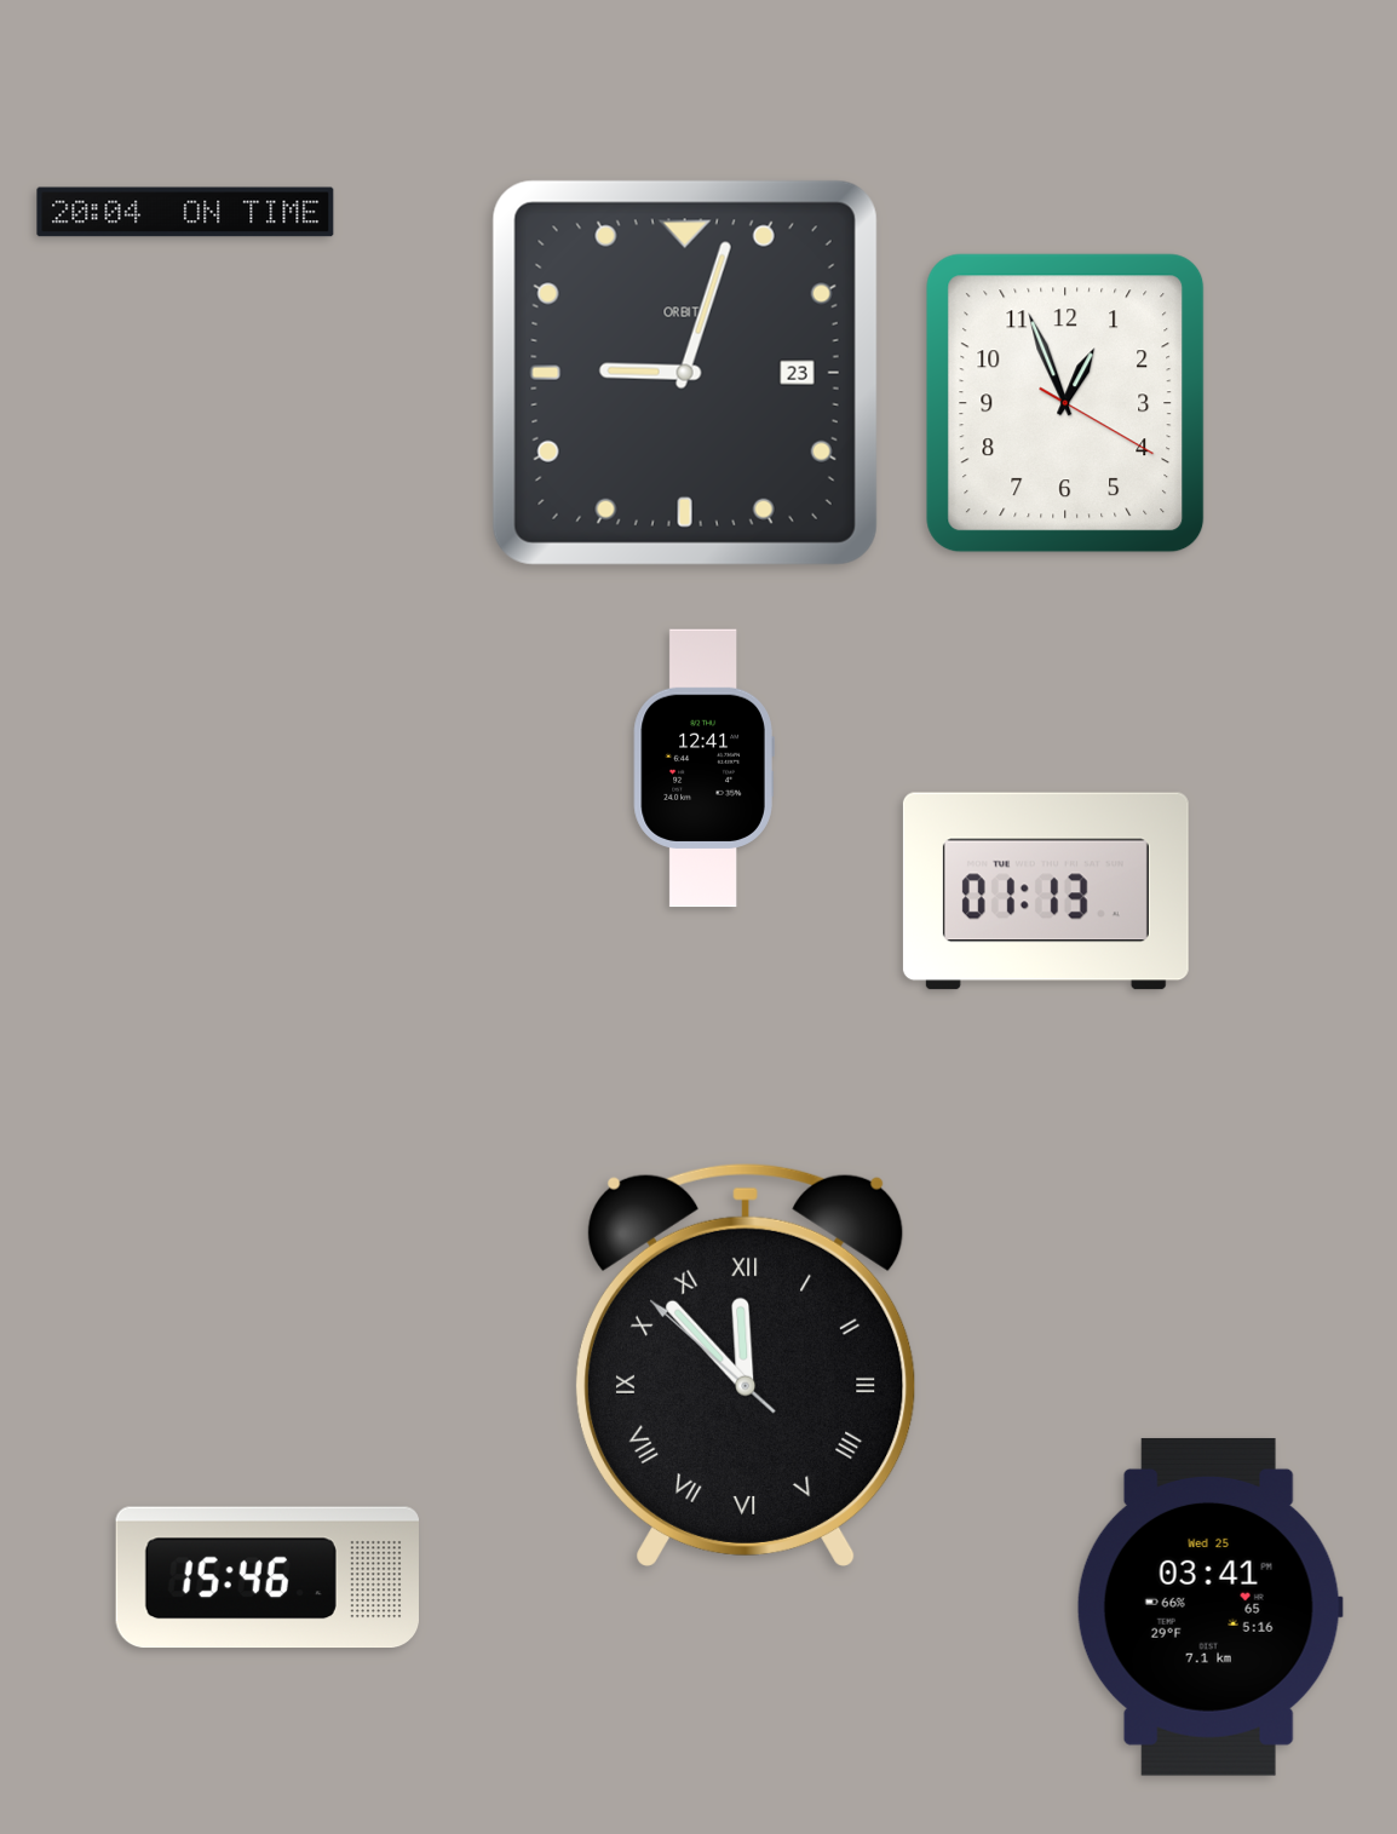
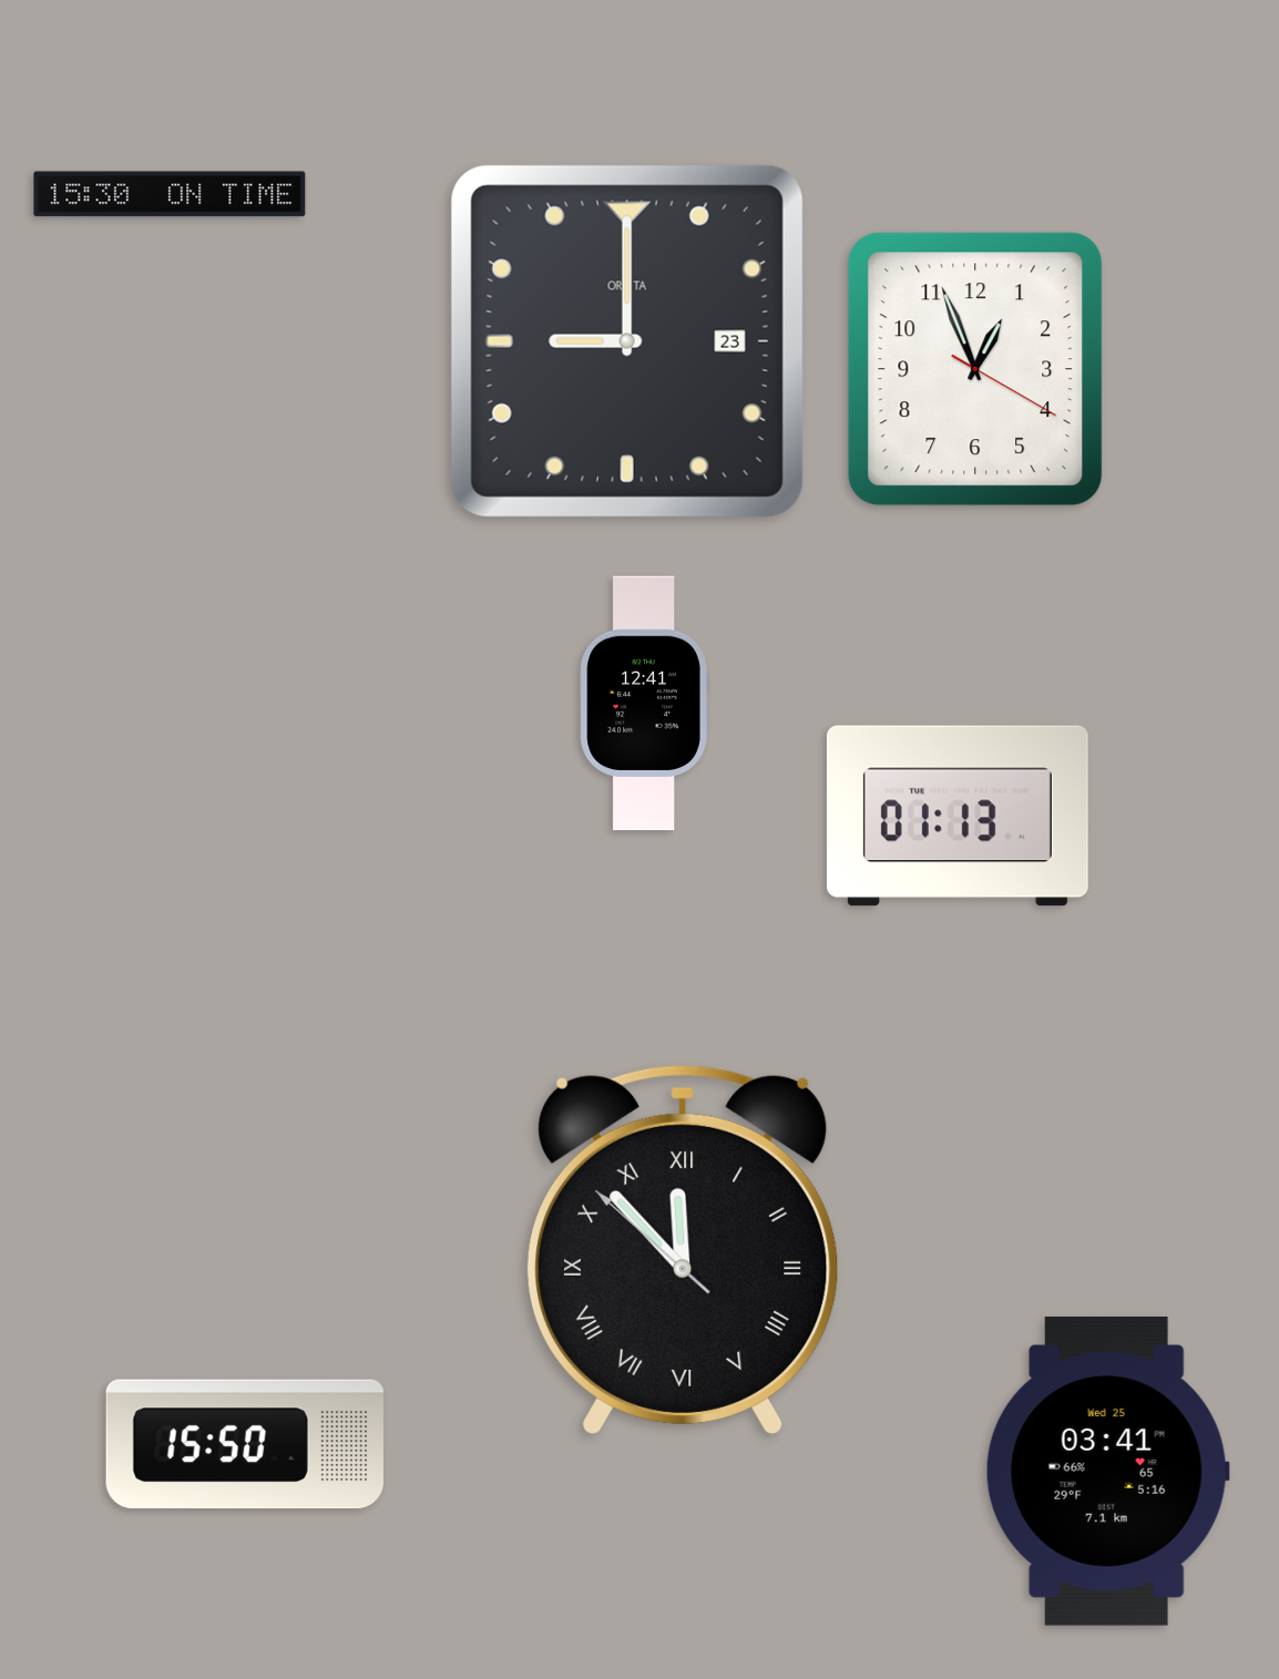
clock at (185, 212): 20:04 -> 15:30
clock at (685, 373): 9:03 -> 9:00
clock at (268, 1577): 15:46 -> 15:50
